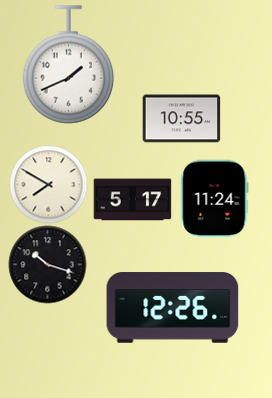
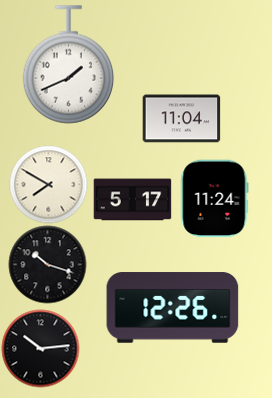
clock at (181, 119): 10:55 -> 11:04
clock at (40, 348): none -> 10:14
